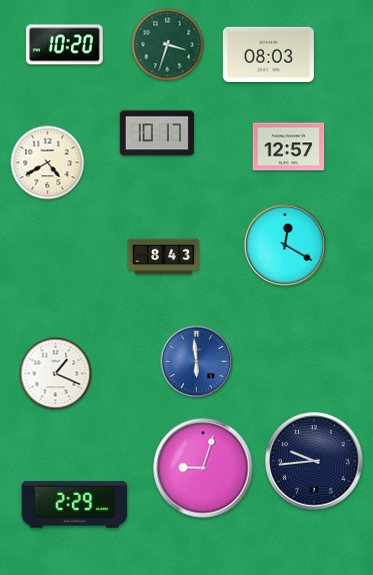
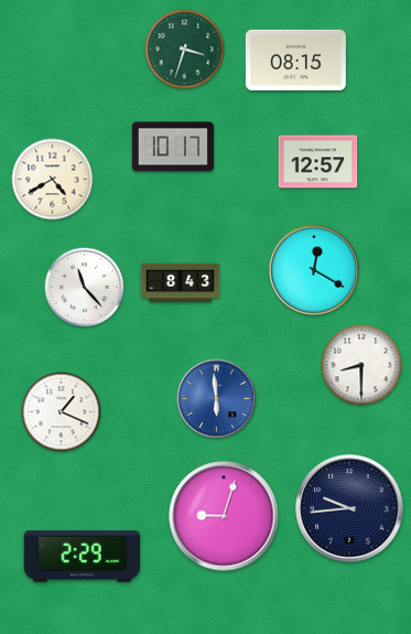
clock at (65, 45): 10:20 -> none
clock at (268, 54): 08:03 -> 08:15
clock at (85, 288): none -> 11:23
clock at (361, 365): none -> 8:30
clock at (314, 461) position: (314, 461) -> (349, 508)
